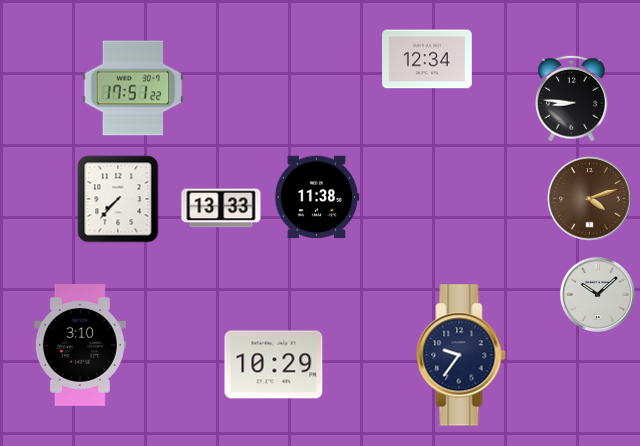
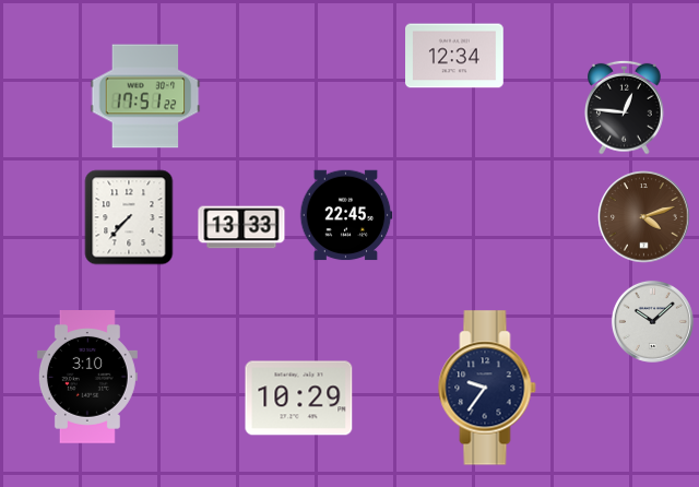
clock at (428, 59) position: (428, 59) -> (455, 56)
clock at (572, 98): 8:46 -> 12:46
clock at (317, 197): 11:38 -> 22:45
clock at (461, 355) position: (461, 355) -> (487, 388)
